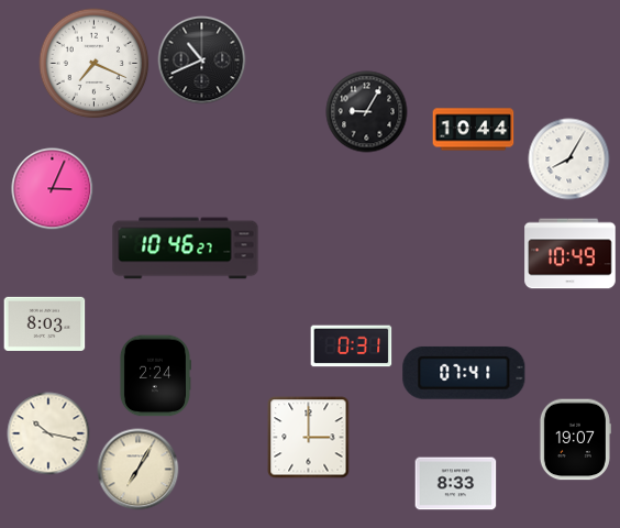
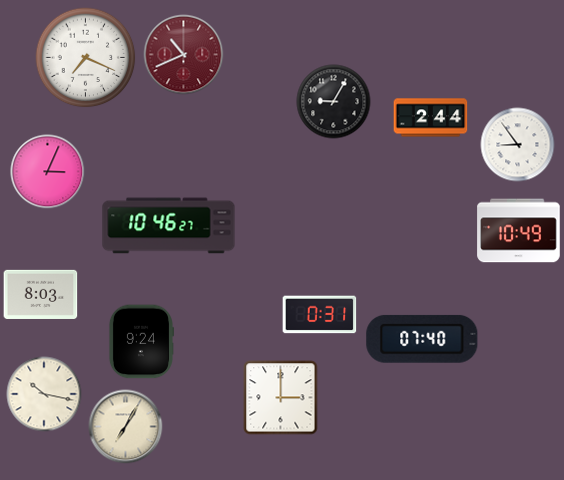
clock at (202, 61) dial: black -> burgundy
clock at (474, 130): 10:44 -> 2:44
clock at (569, 159): 8:05 -> 8:54
clock at (464, 373): 07:41 -> 07:40
clock at (155, 376): 2:24 -> 9:24
clock at (575, 440): 19:07 -> none
clock at (456, 484): 8:33 -> none
